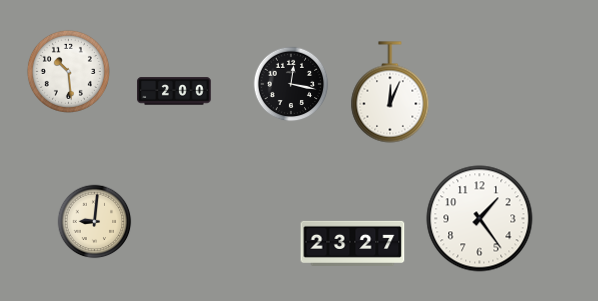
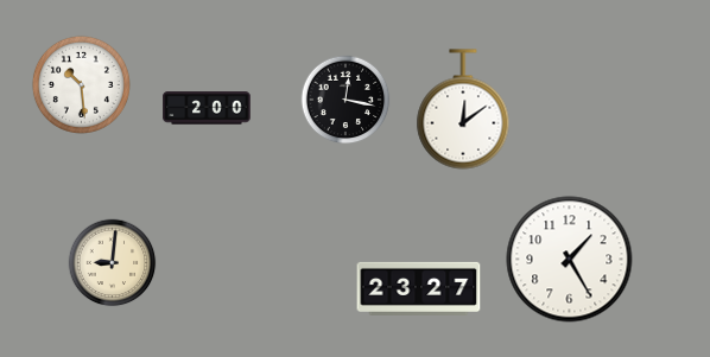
clock at (390, 92): 12:04 -> 12:09
clock at (480, 219): 1:24 -> 1:25
